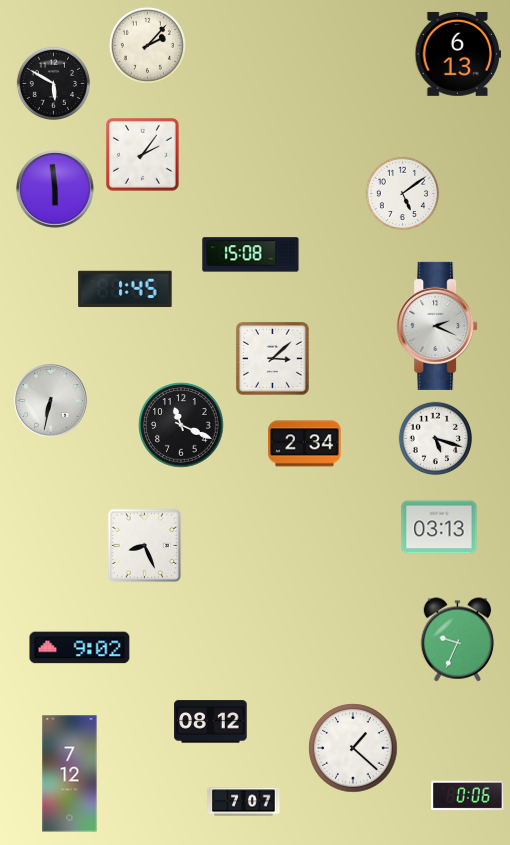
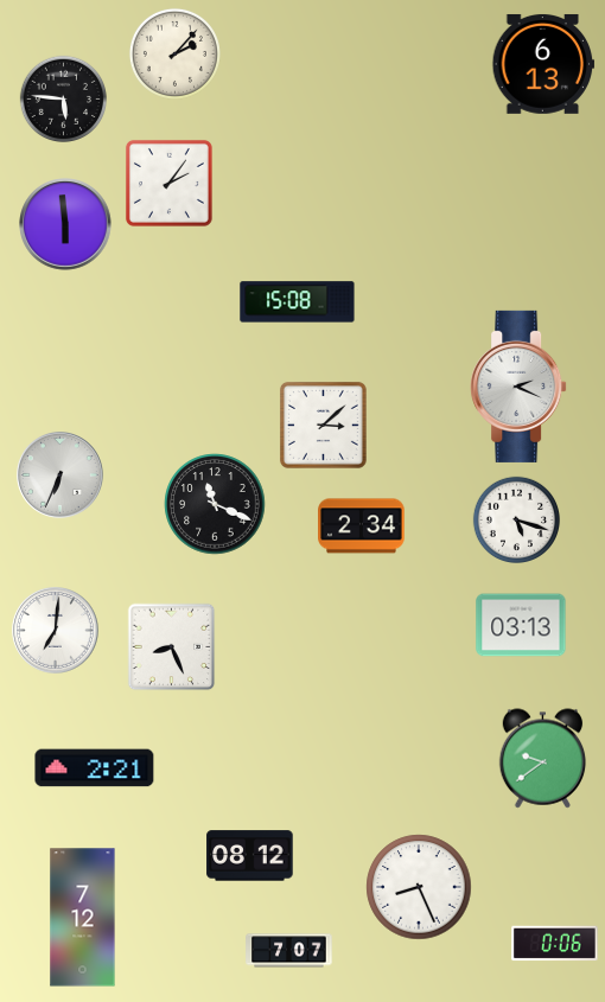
clock at (53, 83): 5:50 -> 5:46
clock at (402, 193): 5:09 -> none
clock at (125, 289): 1:45 -> none
clock at (51, 401): 6:32 -> 6:34
clock at (56, 631): none -> 7:01
clock at (458, 640): 9:34 -> 9:39
clock at (80, 648): 9:02 -> 2:21
clock at (353, 748): 1:22 -> 8:26
